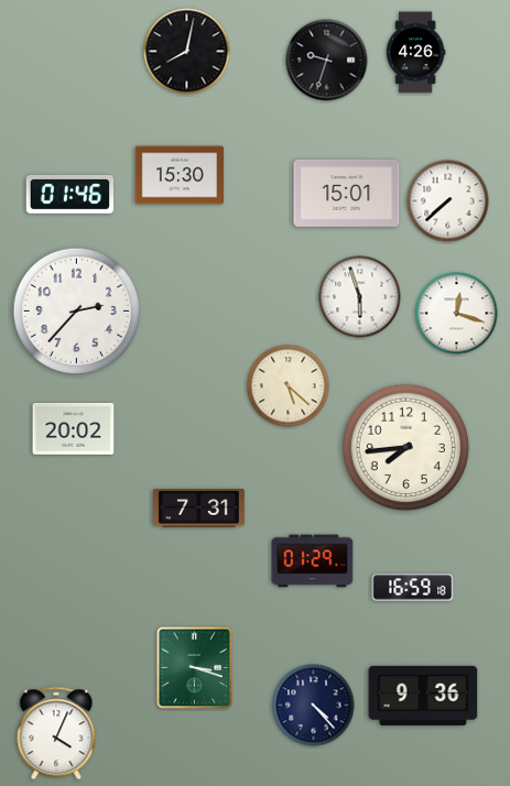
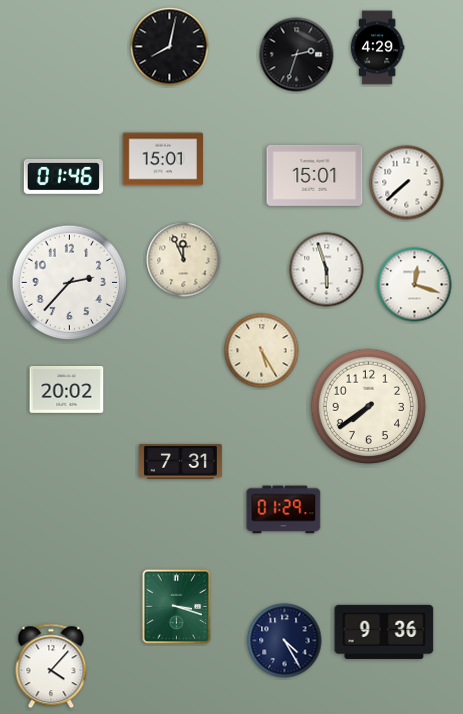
clock at (415, 53): 4:26 -> 4:29
clock at (327, 61): 9:33 -> 2:33
clock at (178, 175): 15:30 -> 15:01
clock at (184, 260): none -> 11:56
clock at (289, 386): 5:22 -> 5:25
clock at (406, 448): 7:44 -> 7:39
clock at (413, 588): 16:59 -> none
clock at (314, 706): 4:23 -> 4:25
clock at (56, 733): 4:04 -> 4:07
